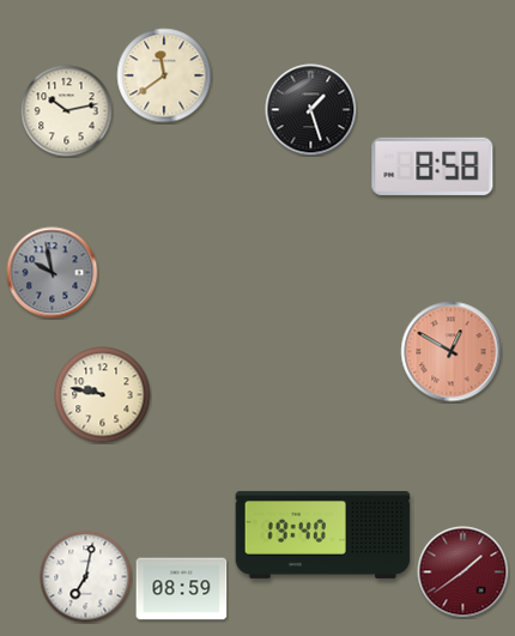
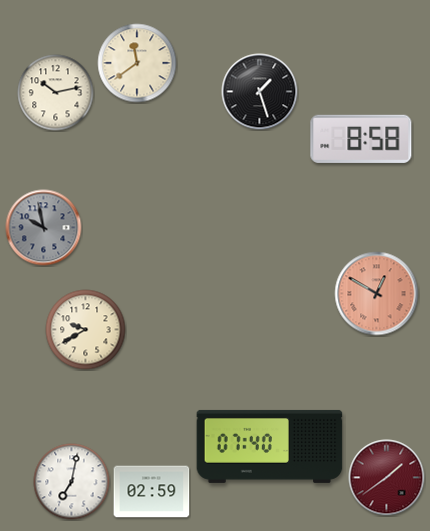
clock at (103, 395): 9:47 -> 9:40
clock at (323, 534): 19:40 -> 07:40
clock at (182, 589): 08:59 -> 02:59
